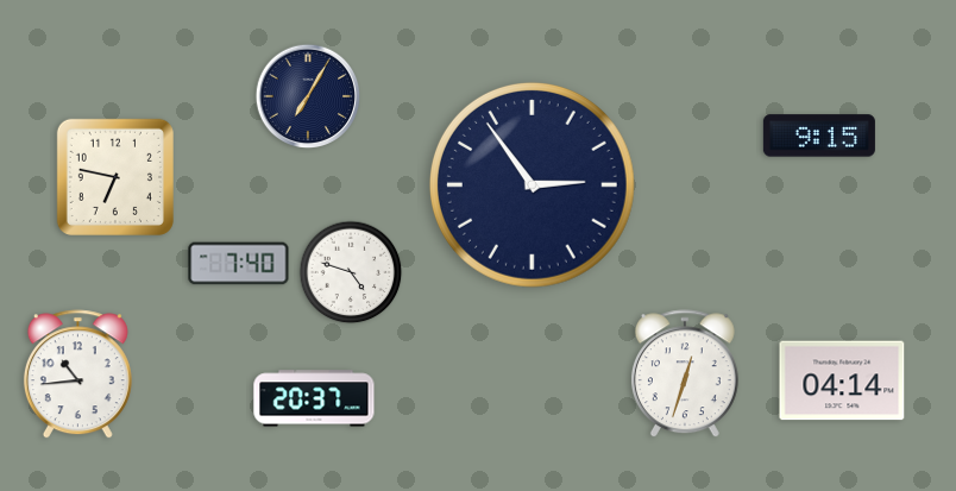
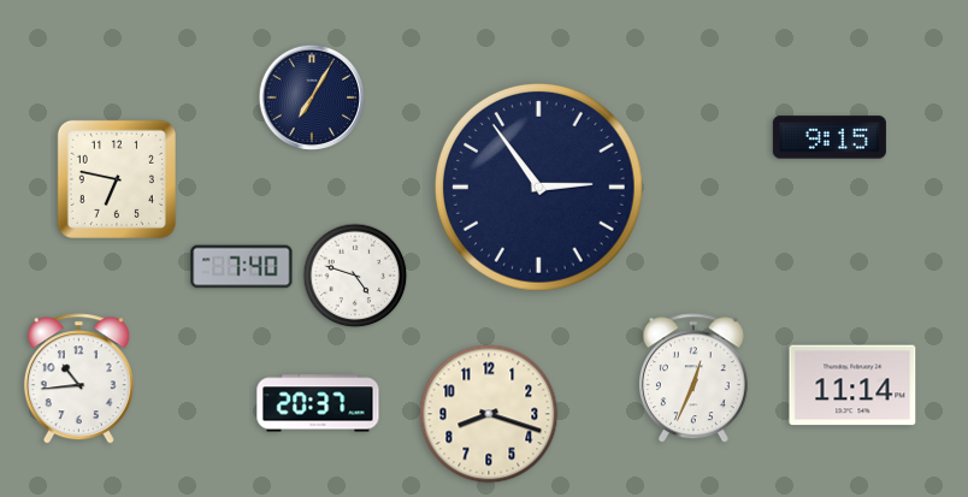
clock at (685, 374): 12:33 -> 12:34
clock at (842, 380): 04:14 -> 11:14
clock at (489, 414): none -> 8:18
